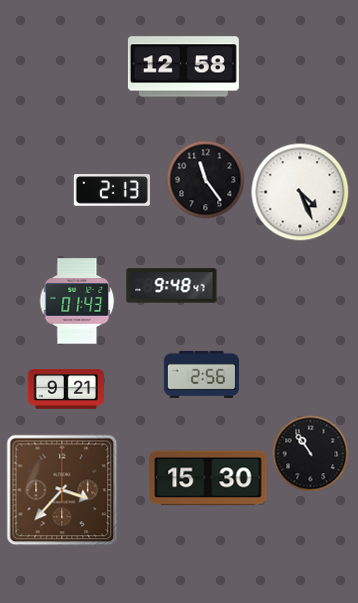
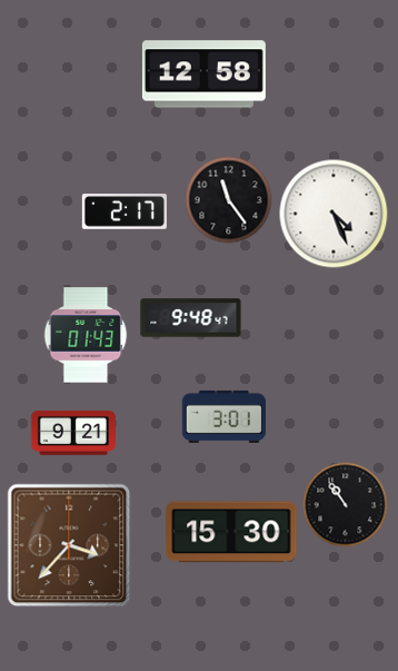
clock at (112, 190): 2:13 -> 2:17
clock at (201, 374): 2:56 -> 3:01
